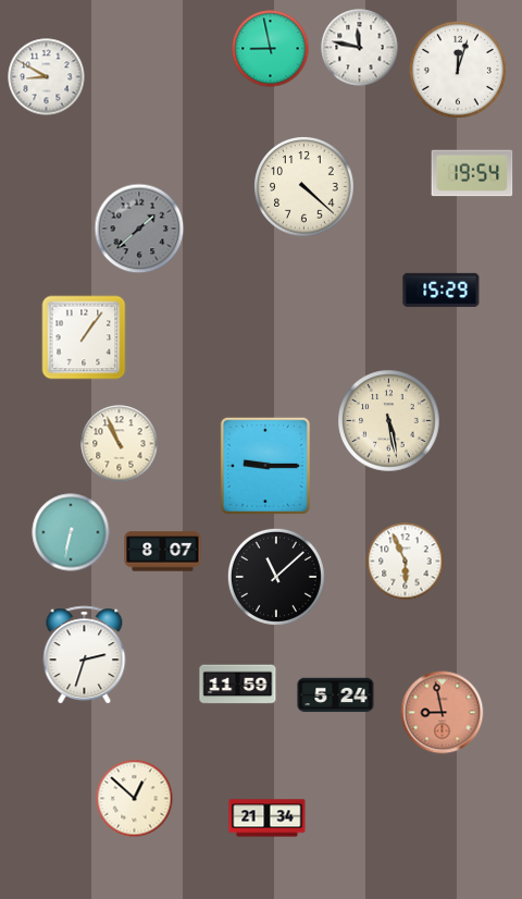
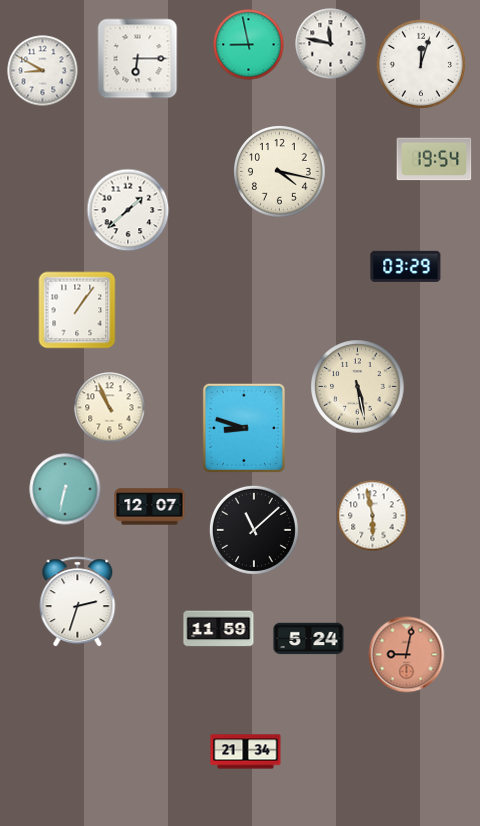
clock at (138, 59): none -> 6:15
clock at (304, 187): 4:22 -> 4:17
clock at (139, 229) dial: grey -> white
clock at (442, 290): 15:29 -> 03:29
clock at (265, 466): 9:15 -> 8:48
clock at (163, 552): 8:07 -> 12:07
clock at (406, 562): 5:56 -> 5:58
clock at (443, 713): 8:58 -> 9:02
clock at (135, 799): 12:52 -> none
